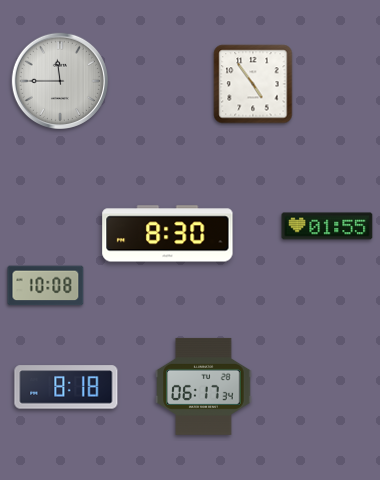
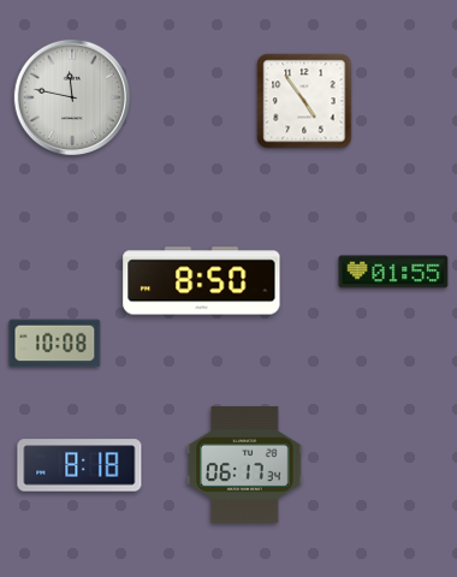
clock at (60, 81): 11:45 -> 11:47
clock at (168, 234): 8:30 -> 8:50
